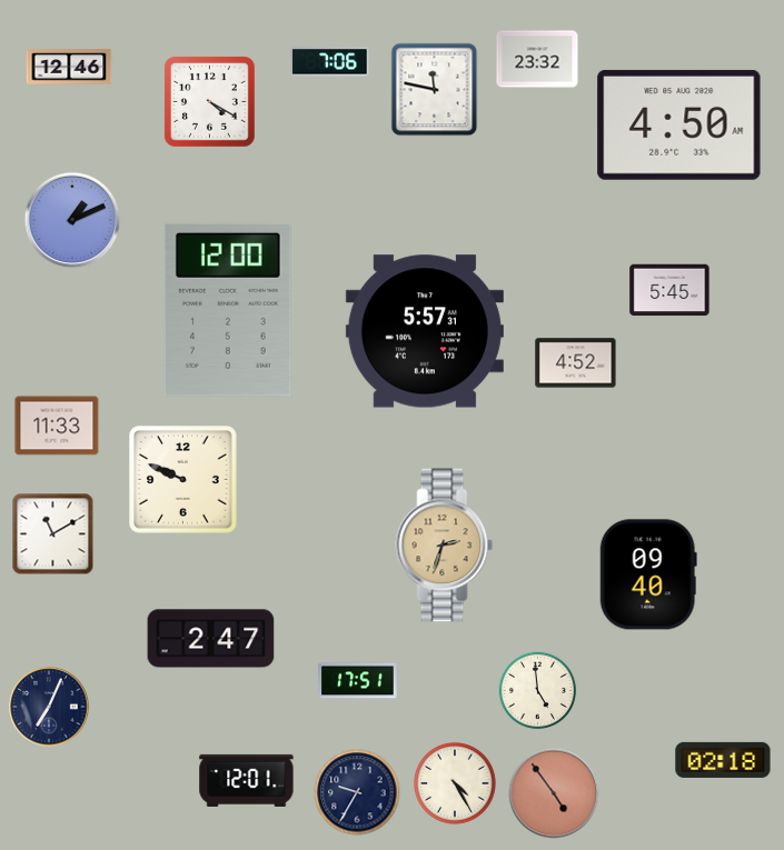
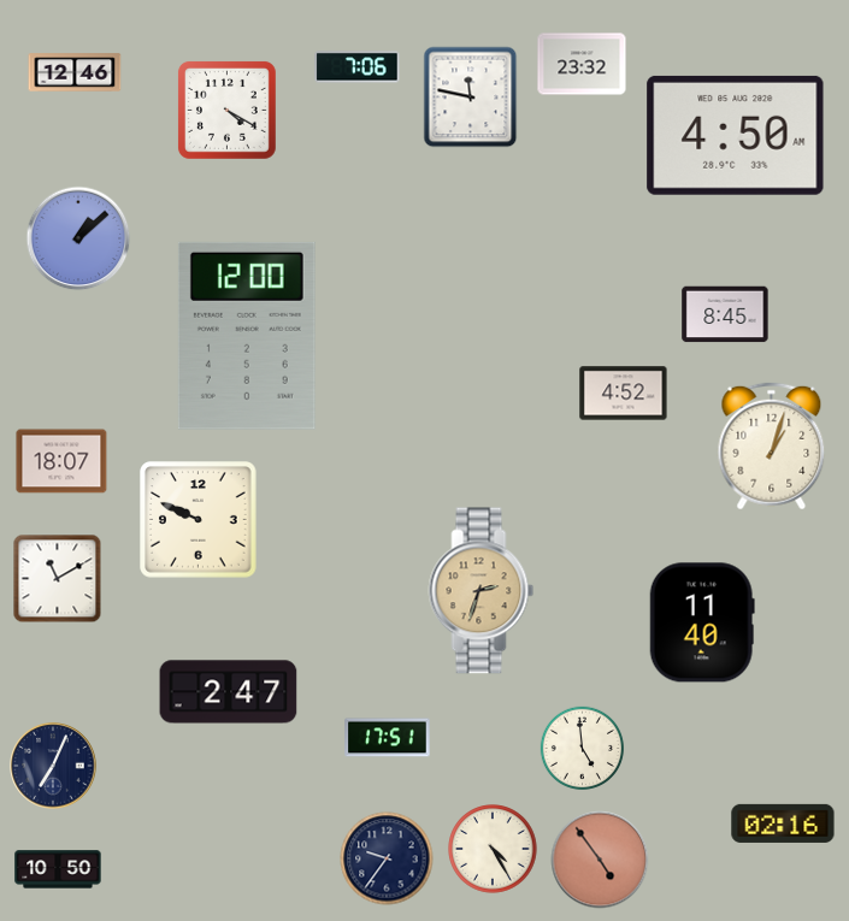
clock at (72, 220): 1:11 -> 1:08
clock at (669, 290): 5:45 -> 8:45
clock at (425, 331): 5:57 -> none
clock at (772, 447): none -> 1:03
clock at (57, 426): 11:33 -> 18:07
clock at (648, 574): 09:40 -> 11:40
clock at (723, 760): 02:18 -> 02:16
clock at (247, 780): 12:01 -> none
clock at (357, 792): 9:35 -> 9:36
clock at (58, 869): none -> 10:50
